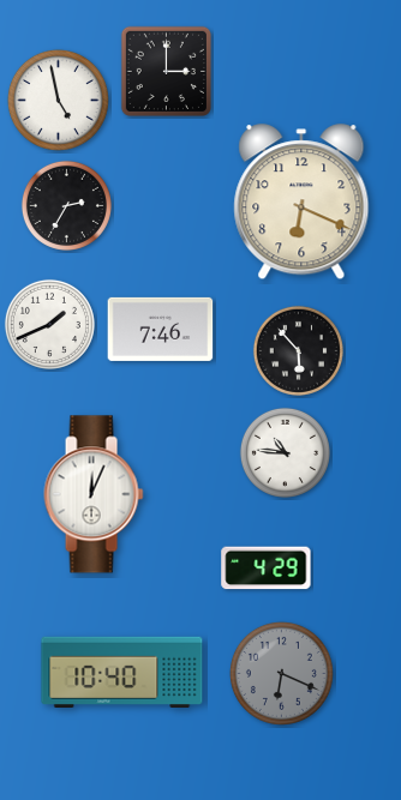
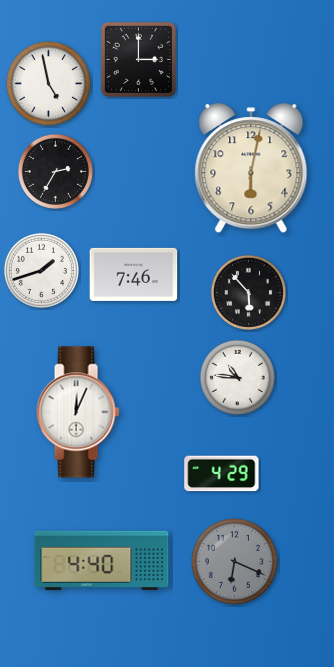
clock at (301, 203): 6:19 -> 6:02
clock at (49, 324): 1:41 -> 1:42
clock at (122, 672): 10:40 -> 4:40
